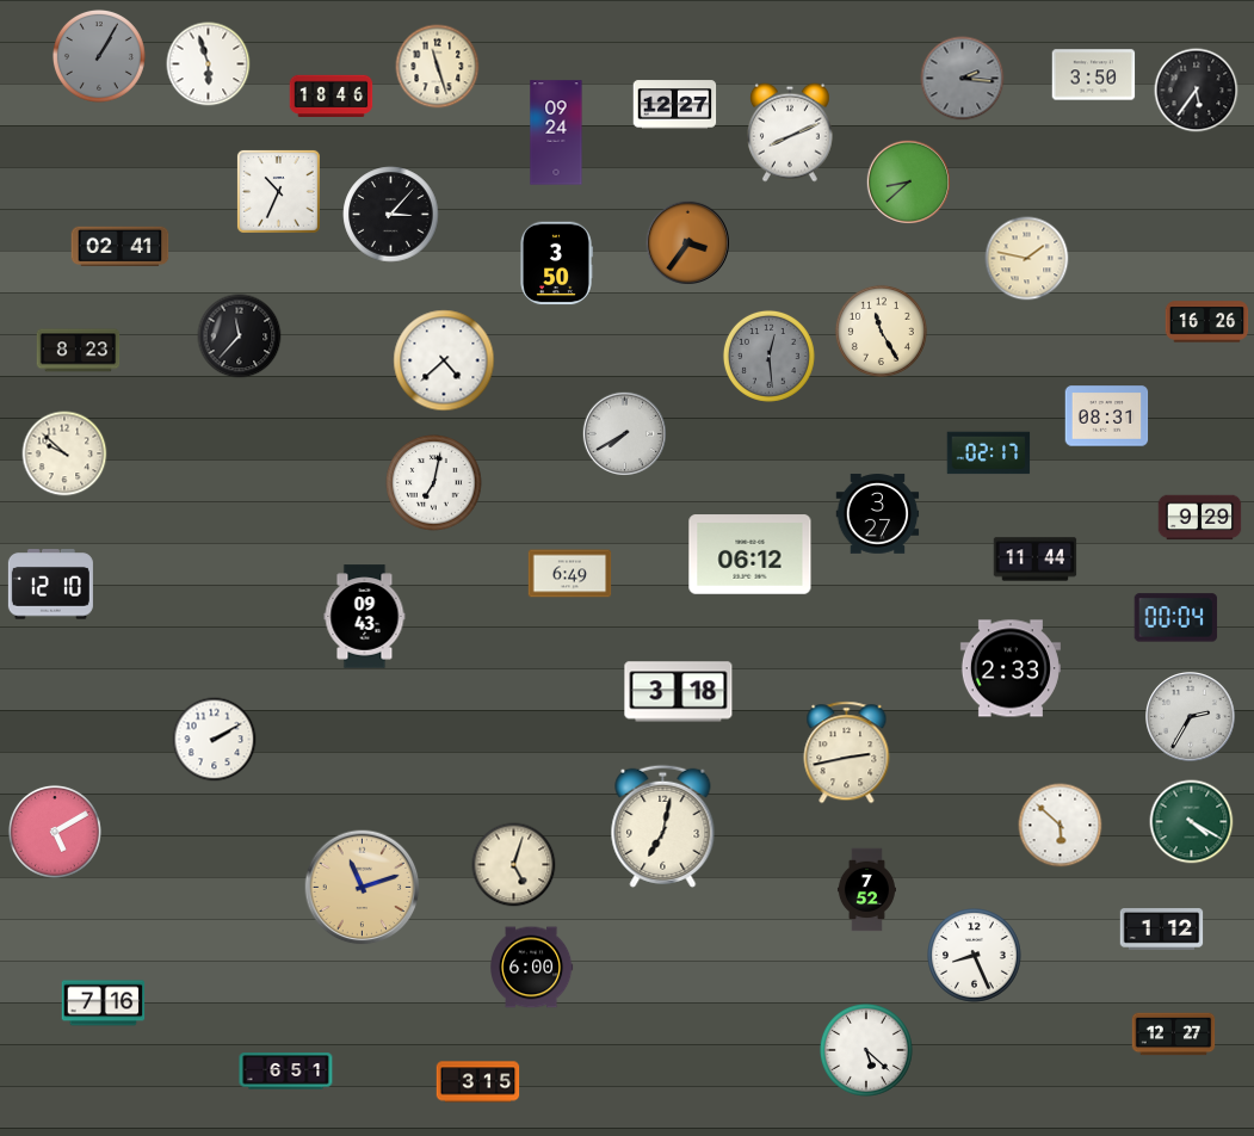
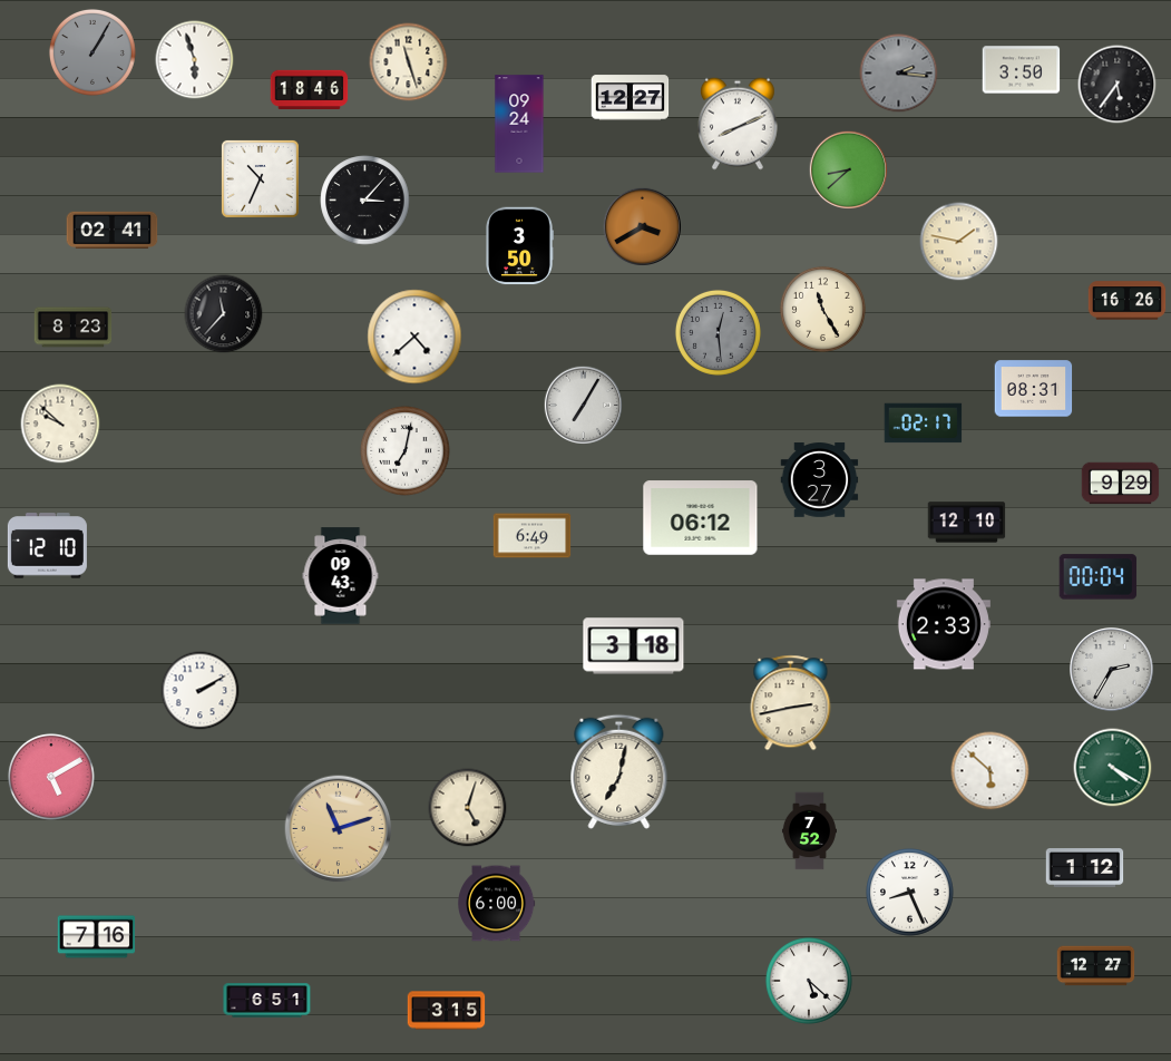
clock at (688, 243): 3:36 -> 3:40
clock at (625, 434): 7:40 -> 7:05
clock at (1036, 560): 11:44 -> 12:10
clock at (514, 865) position: (514, 865) -> (468, 808)
